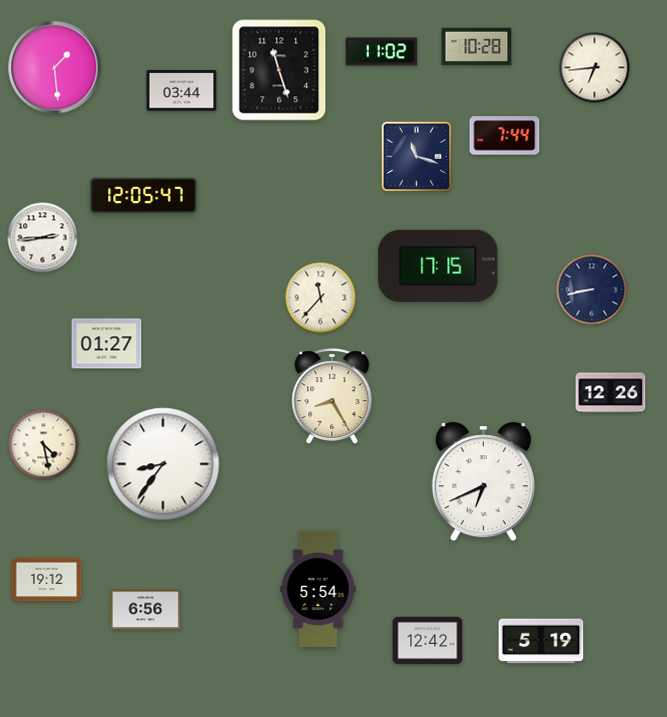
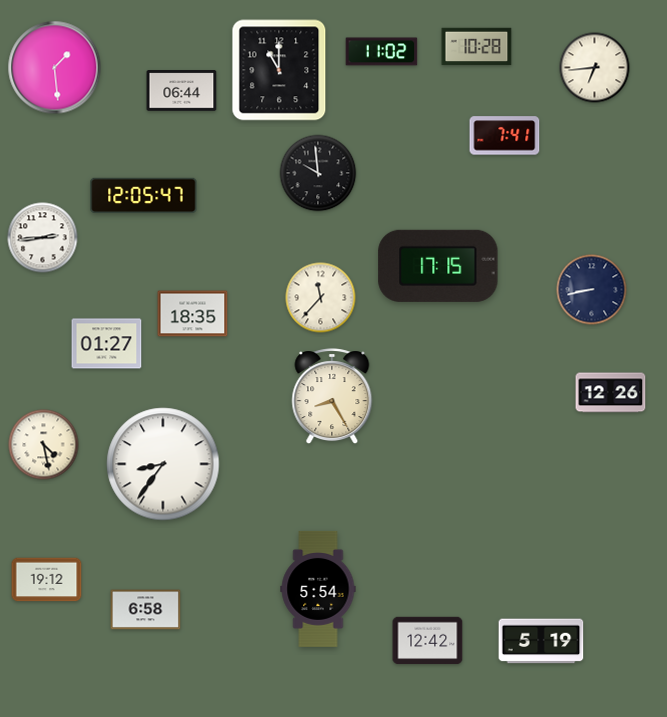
clock at (279, 70): 11:27 -> 11:00
clock at (182, 91): 03:44 -> 06:44
clock at (505, 136): 7:44 -> 7:41
clock at (417, 157): 11:18 -> none
clock at (318, 173): none -> 9:59
clock at (193, 314): none -> 18:35
clock at (483, 482): 6:41 -> none
clock at (146, 610): 6:56 -> 6:58
